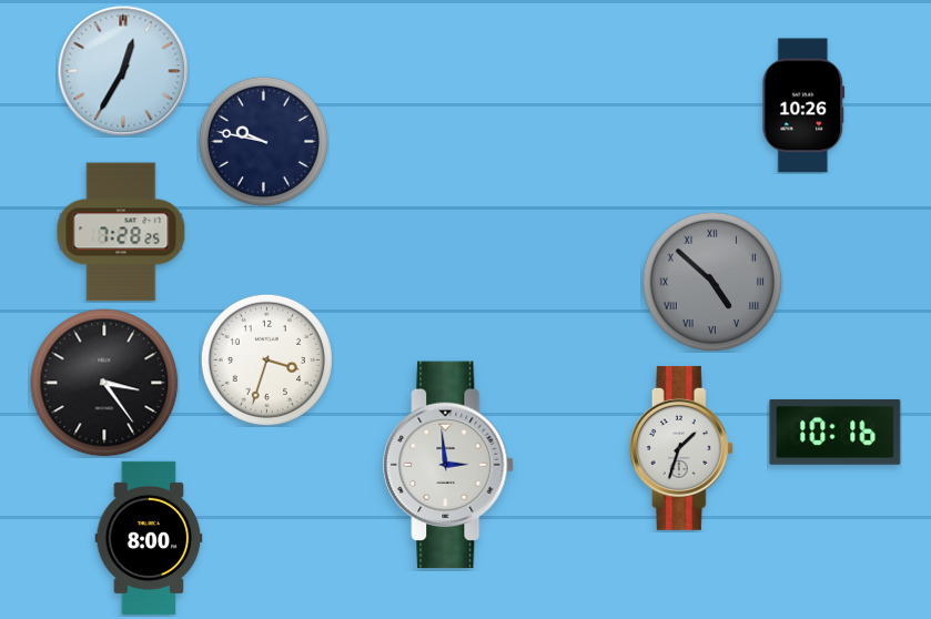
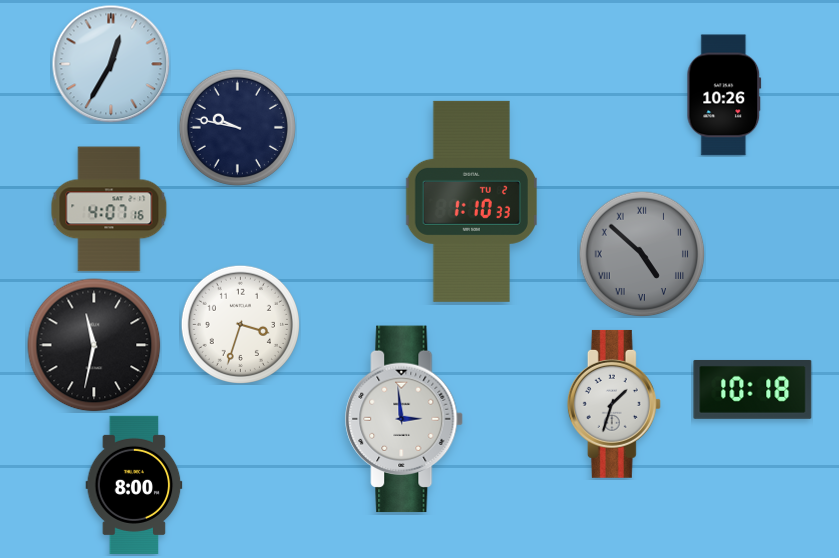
clock at (471, 201): none -> 1:10
clock at (121, 232): 7:28 -> 4:07
clock at (104, 383): 3:24 -> 11:32
clock at (836, 432): 10:16 -> 10:18
